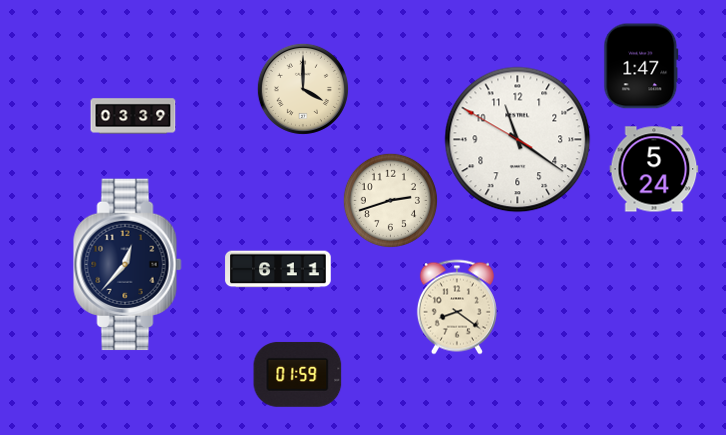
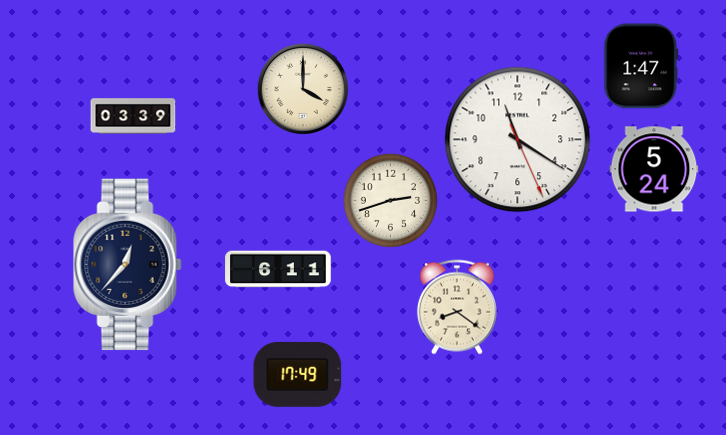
clock at (518, 140): 11:20:50 -> 11:20:26
clock at (298, 374): 01:59 -> 17:49
